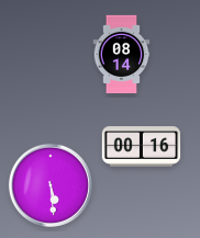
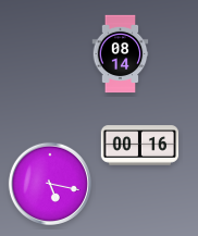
clock at (51, 185): 5:29 -> 5:17
